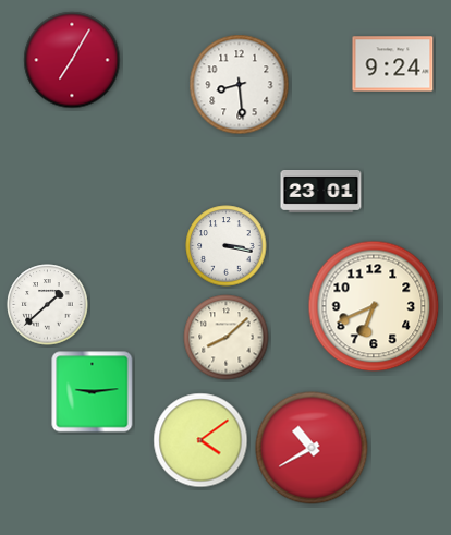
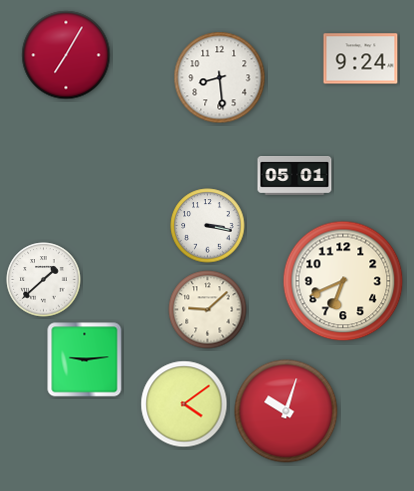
clock at (321, 192): 23:01 -> 05:01
clock at (227, 338): 8:08 -> 9:08
clock at (312, 448): 10:40 -> 10:03
